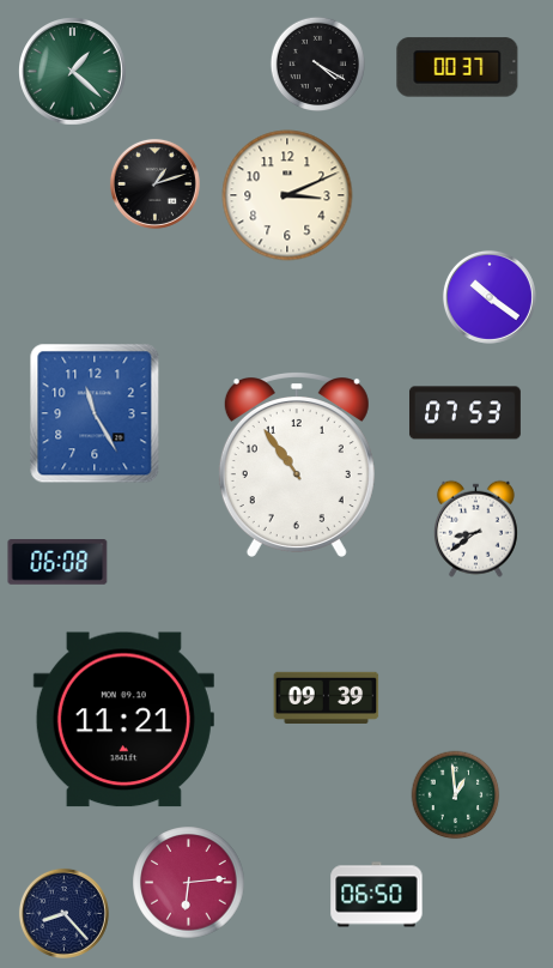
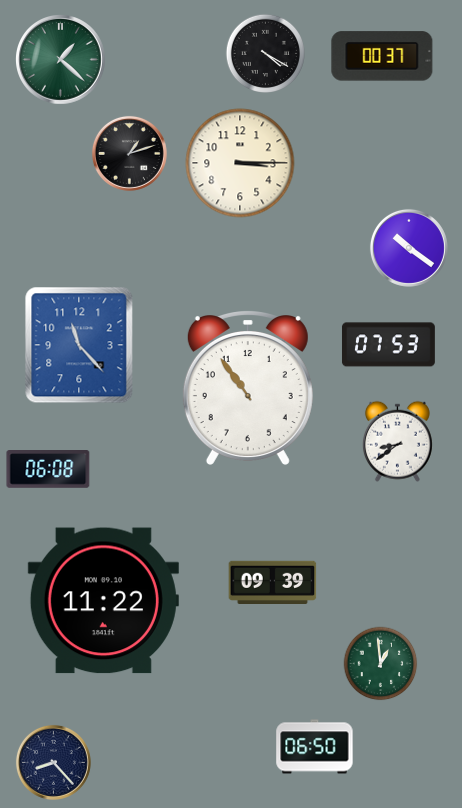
clock at (287, 195): 3:11 -> 3:15
clock at (95, 413): 11:25 -> 11:23
clock at (123, 720): 11:21 -> 11:22
clock at (189, 883): 6:14 -> none
